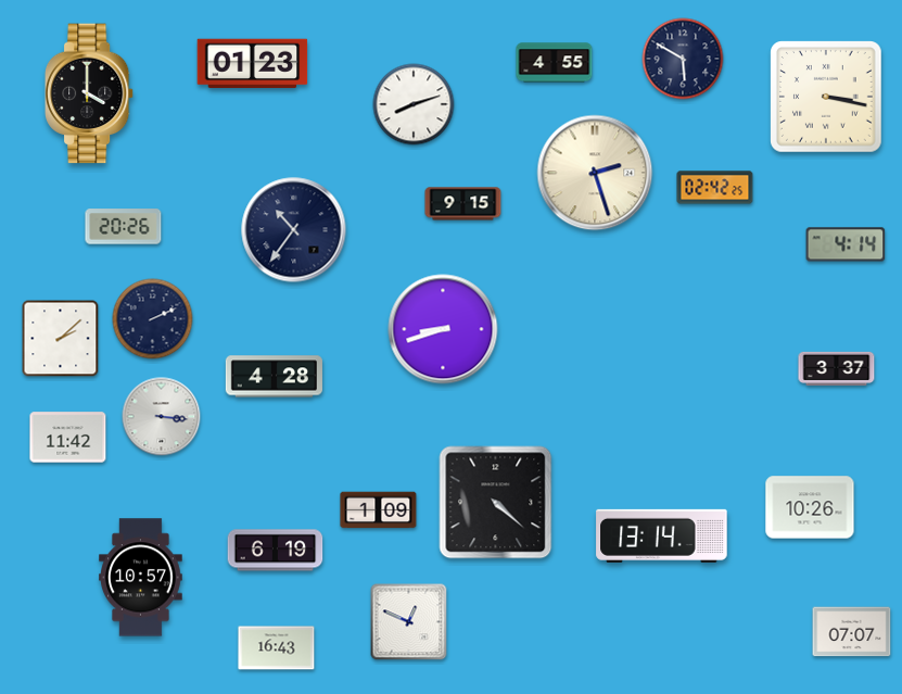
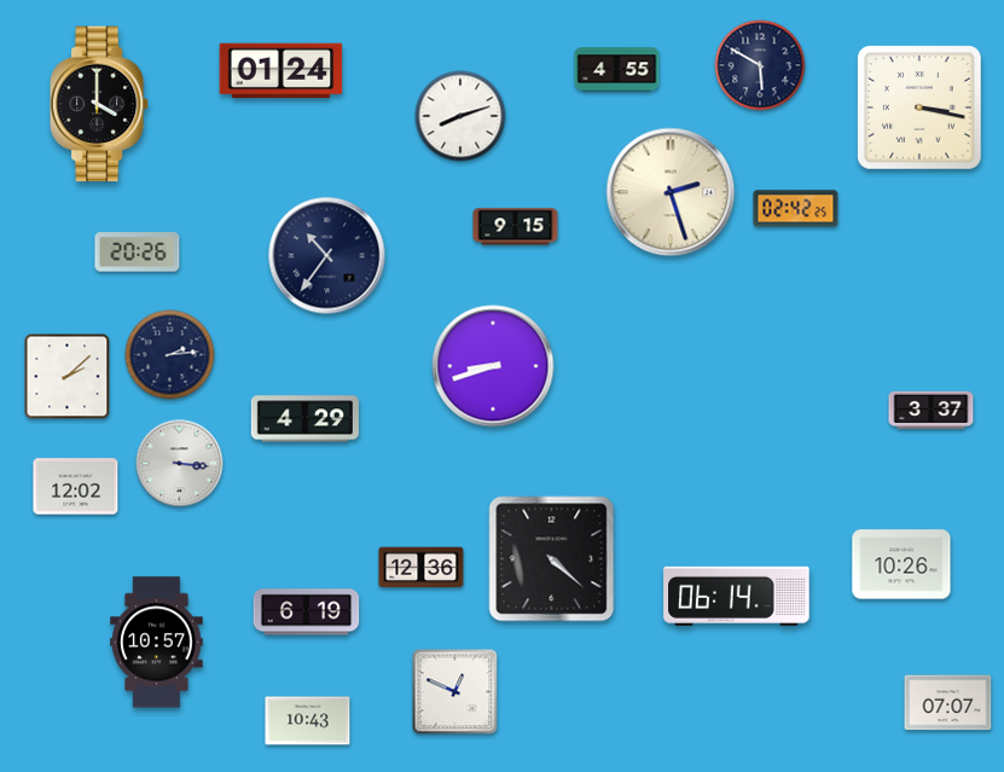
clock at (253, 64): 01:23 -> 01:24
clock at (595, 173) position: (595, 173) -> (671, 192)
clock at (846, 244): 4:14 -> none
clock at (153, 319): 2:11 -> 2:14
clock at (274, 377): 4:28 -> 4:29
clock at (68, 438): 11:42 -> 12:02
clock at (379, 510): 1:09 -> 12:36
clock at (662, 535): 13:14 -> 06:14
clock at (277, 648): 16:43 -> 10:43
